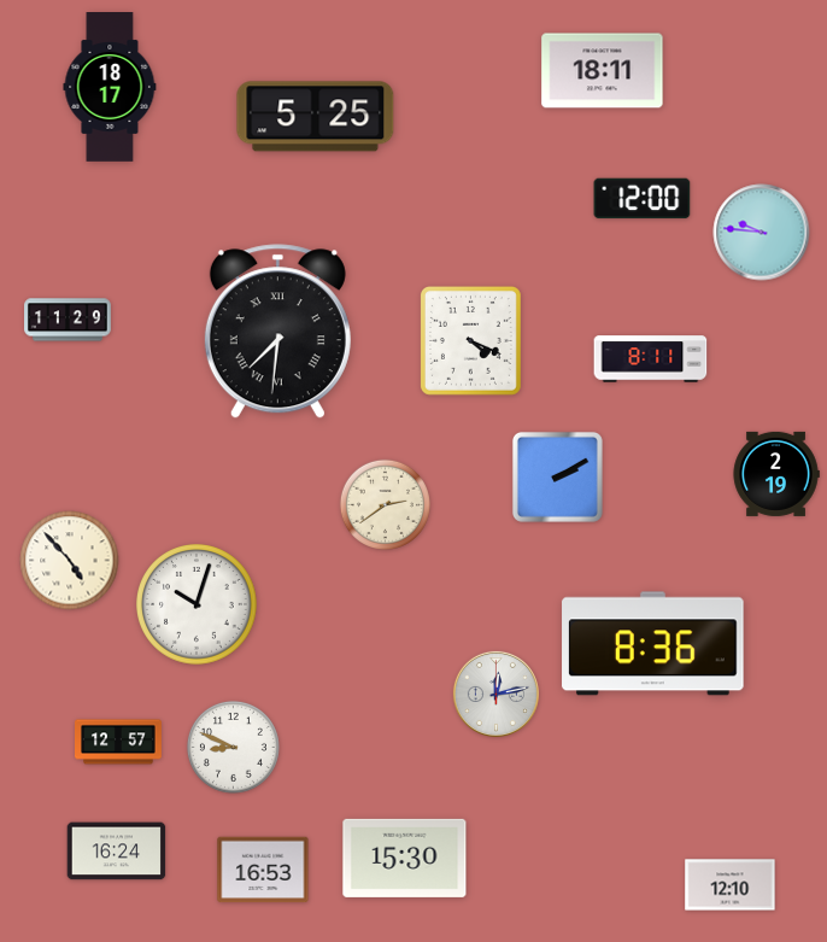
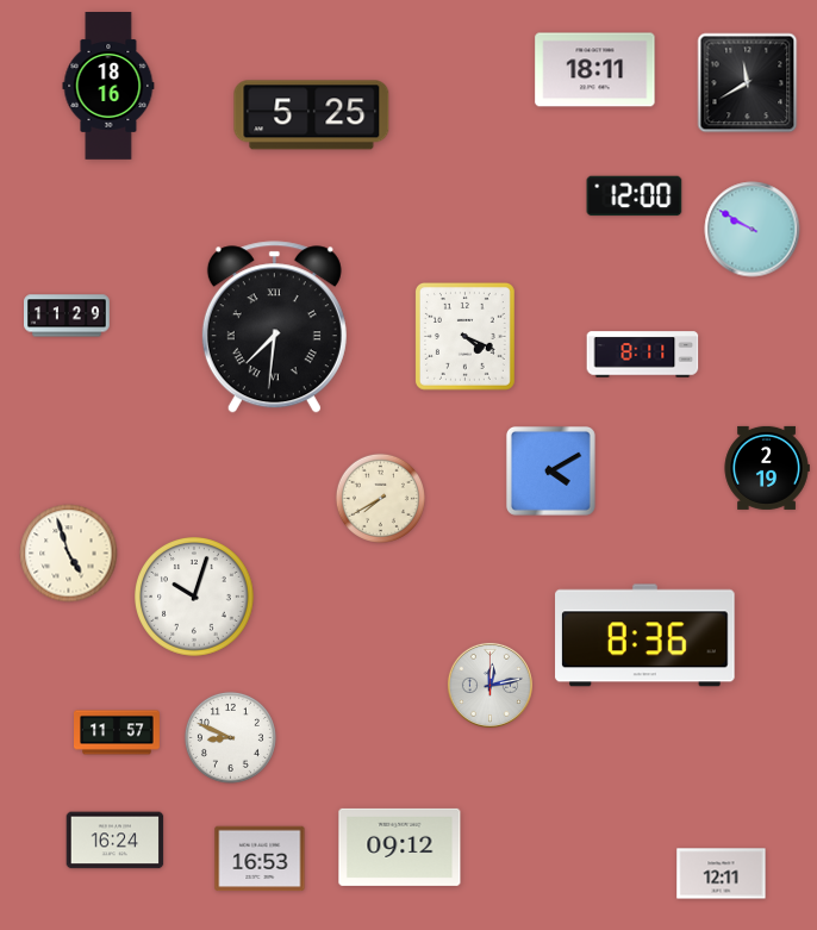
clock at (748, 83): none -> 11:40
clock at (110, 88): 18:17 -> 18:16
clock at (762, 233): 9:46 -> 9:50
clock at (557, 476): 2:10 -> 4:10
clock at (385, 504): 2:39 -> 7:40
clock at (70, 561): 4:53 -> 4:57
clock at (119, 742): 12:57 -> 11:57
clock at (405, 858): 15:30 -> 09:12
clock at (731, 885): 12:10 -> 12:11
